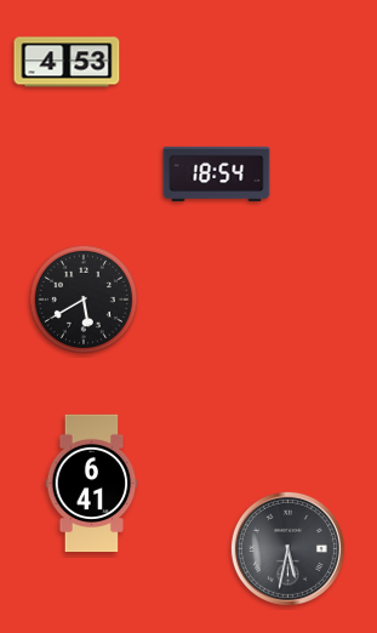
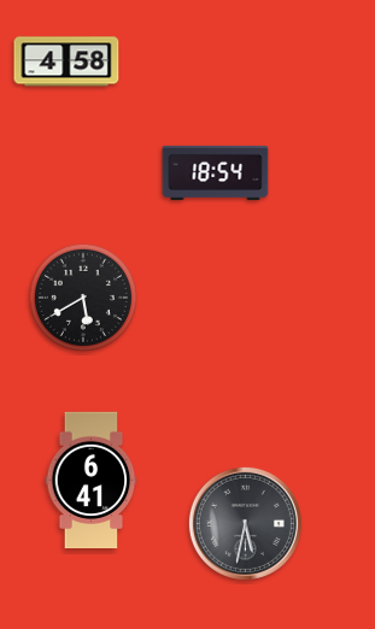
clock at (67, 62): 4:53 -> 4:58
clock at (287, 548) position: (287, 548) -> (245, 523)
